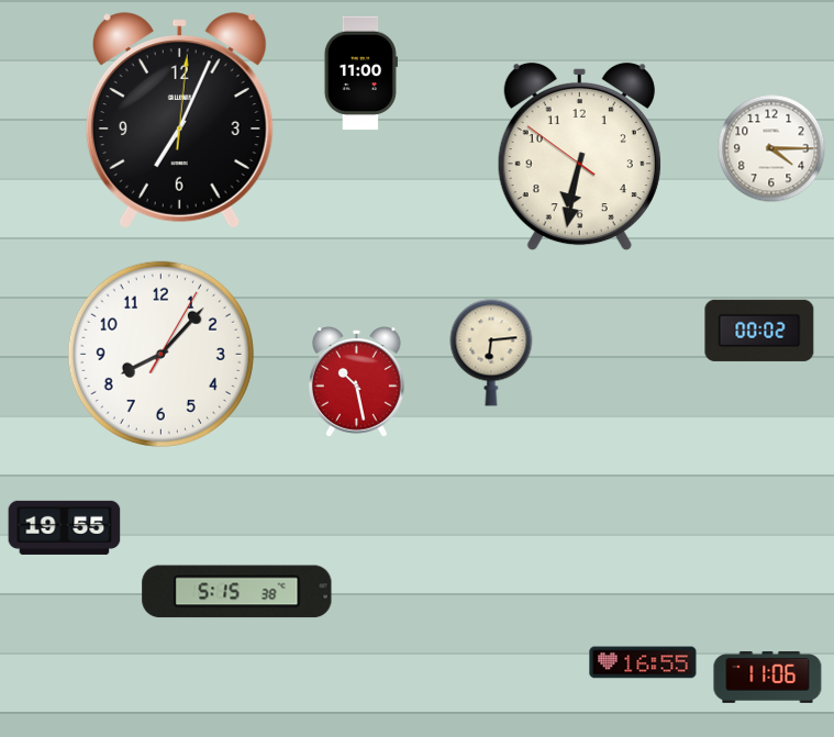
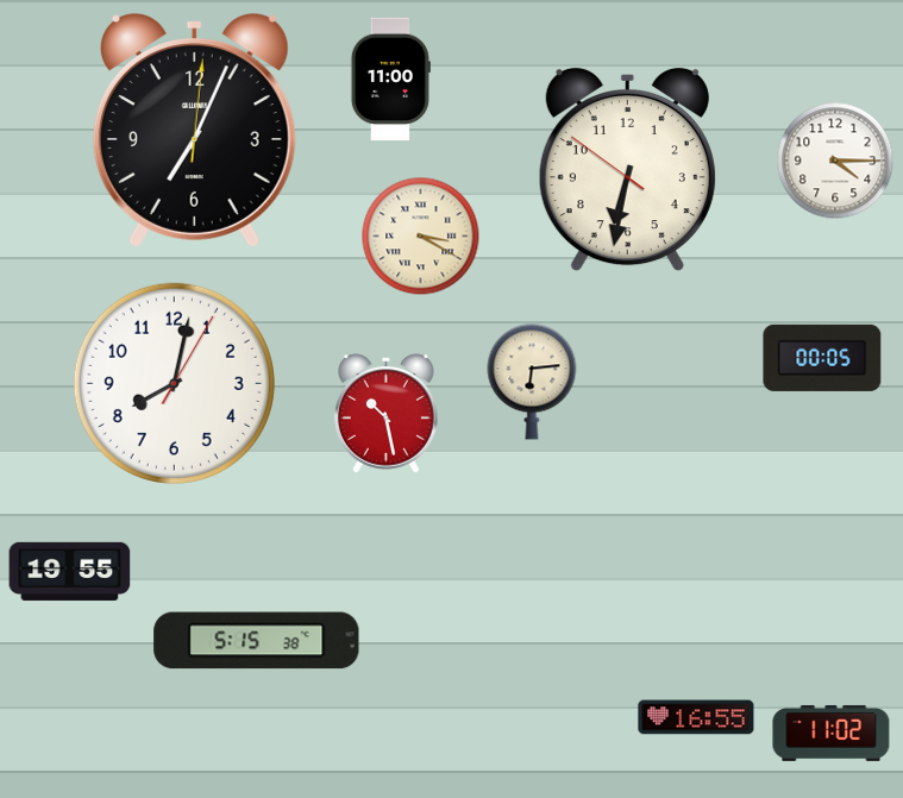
clock at (421, 237): none -> 3:20
clock at (759, 331): 00:02 -> 00:05
clock at (160, 354): 8:07 -> 8:02
clock at (768, 677): 11:06 -> 11:02
